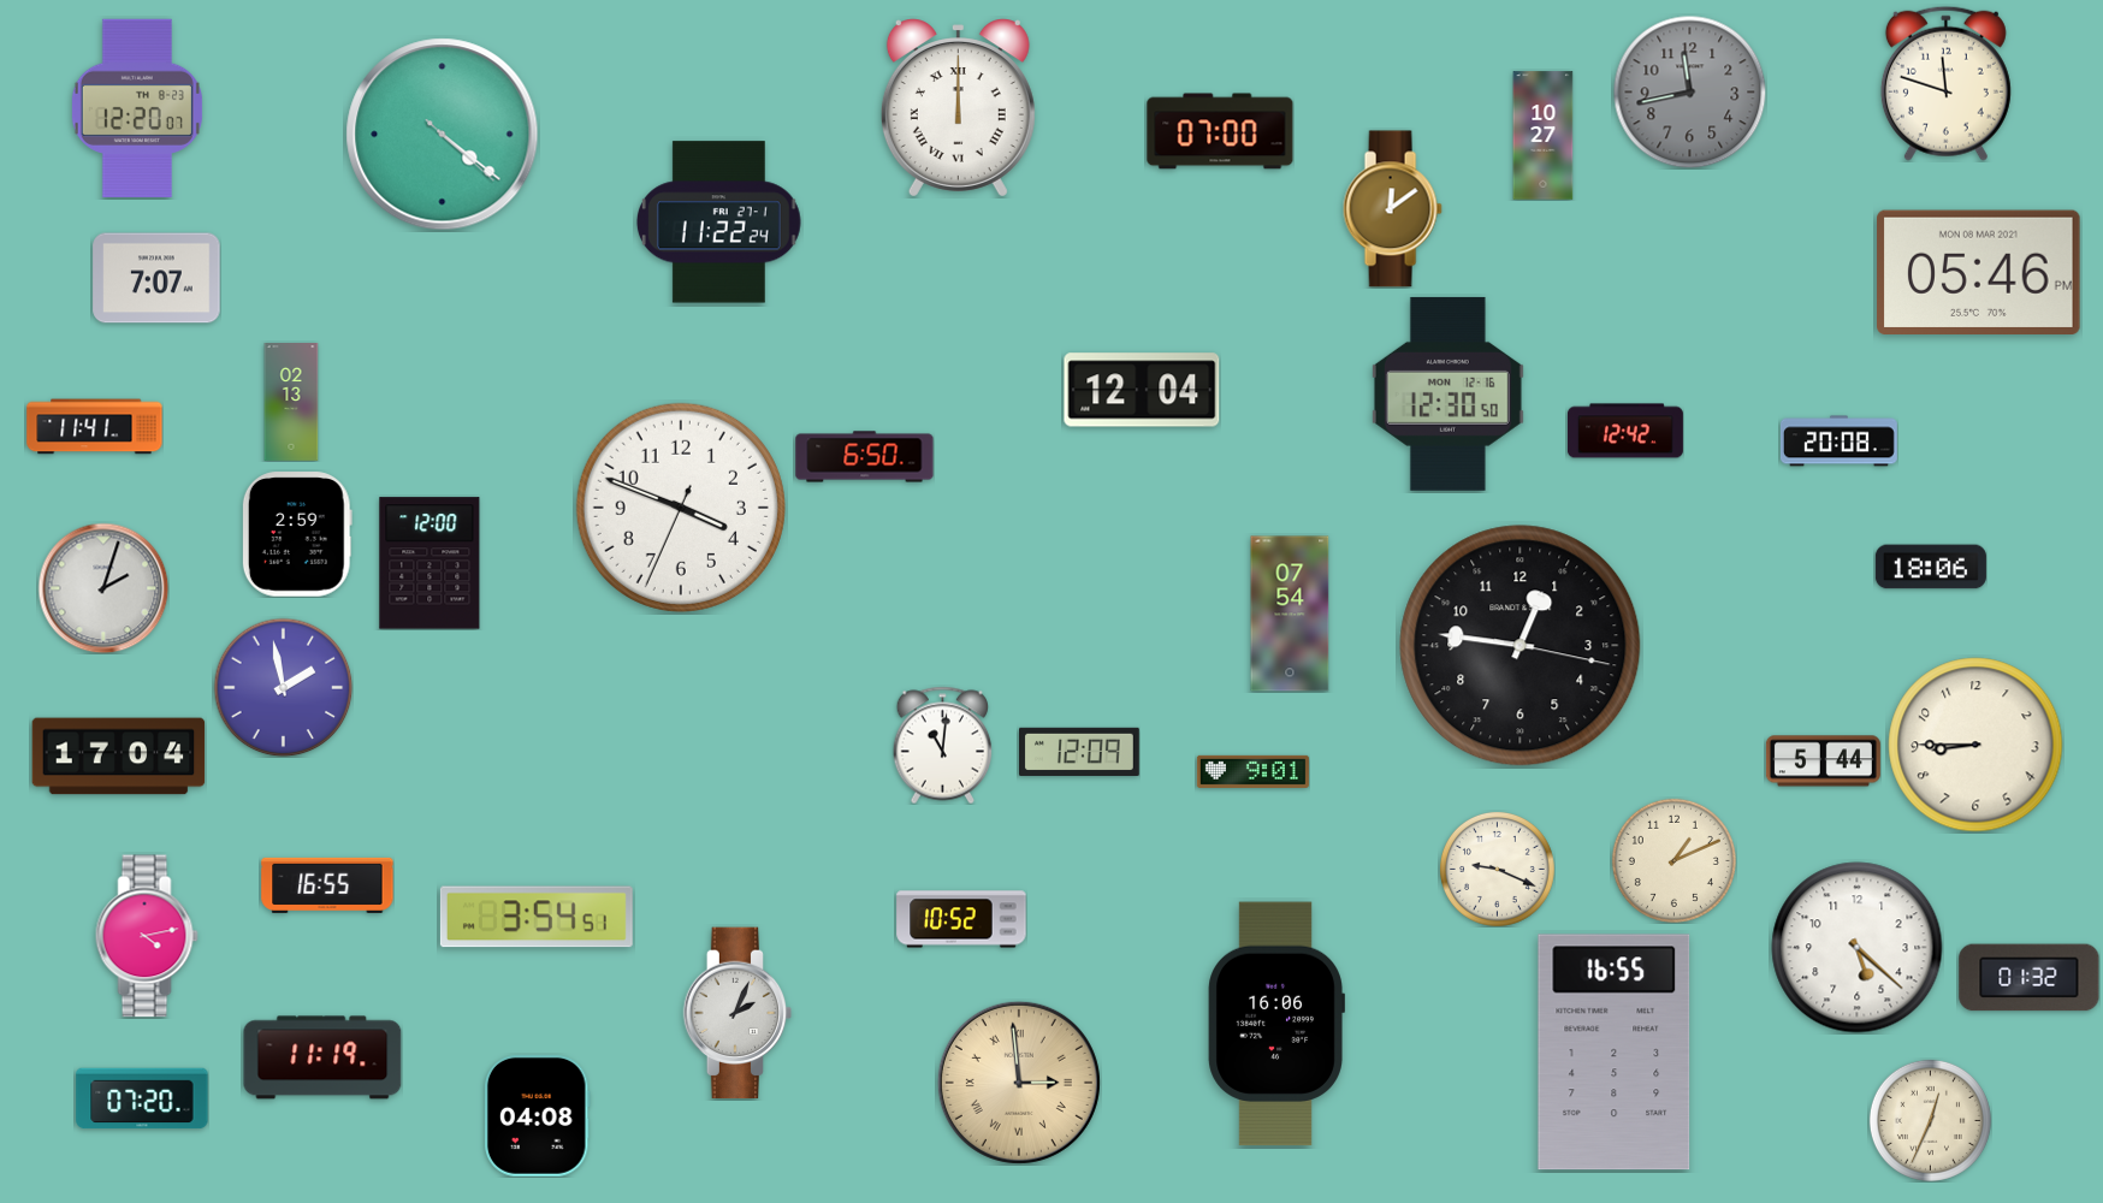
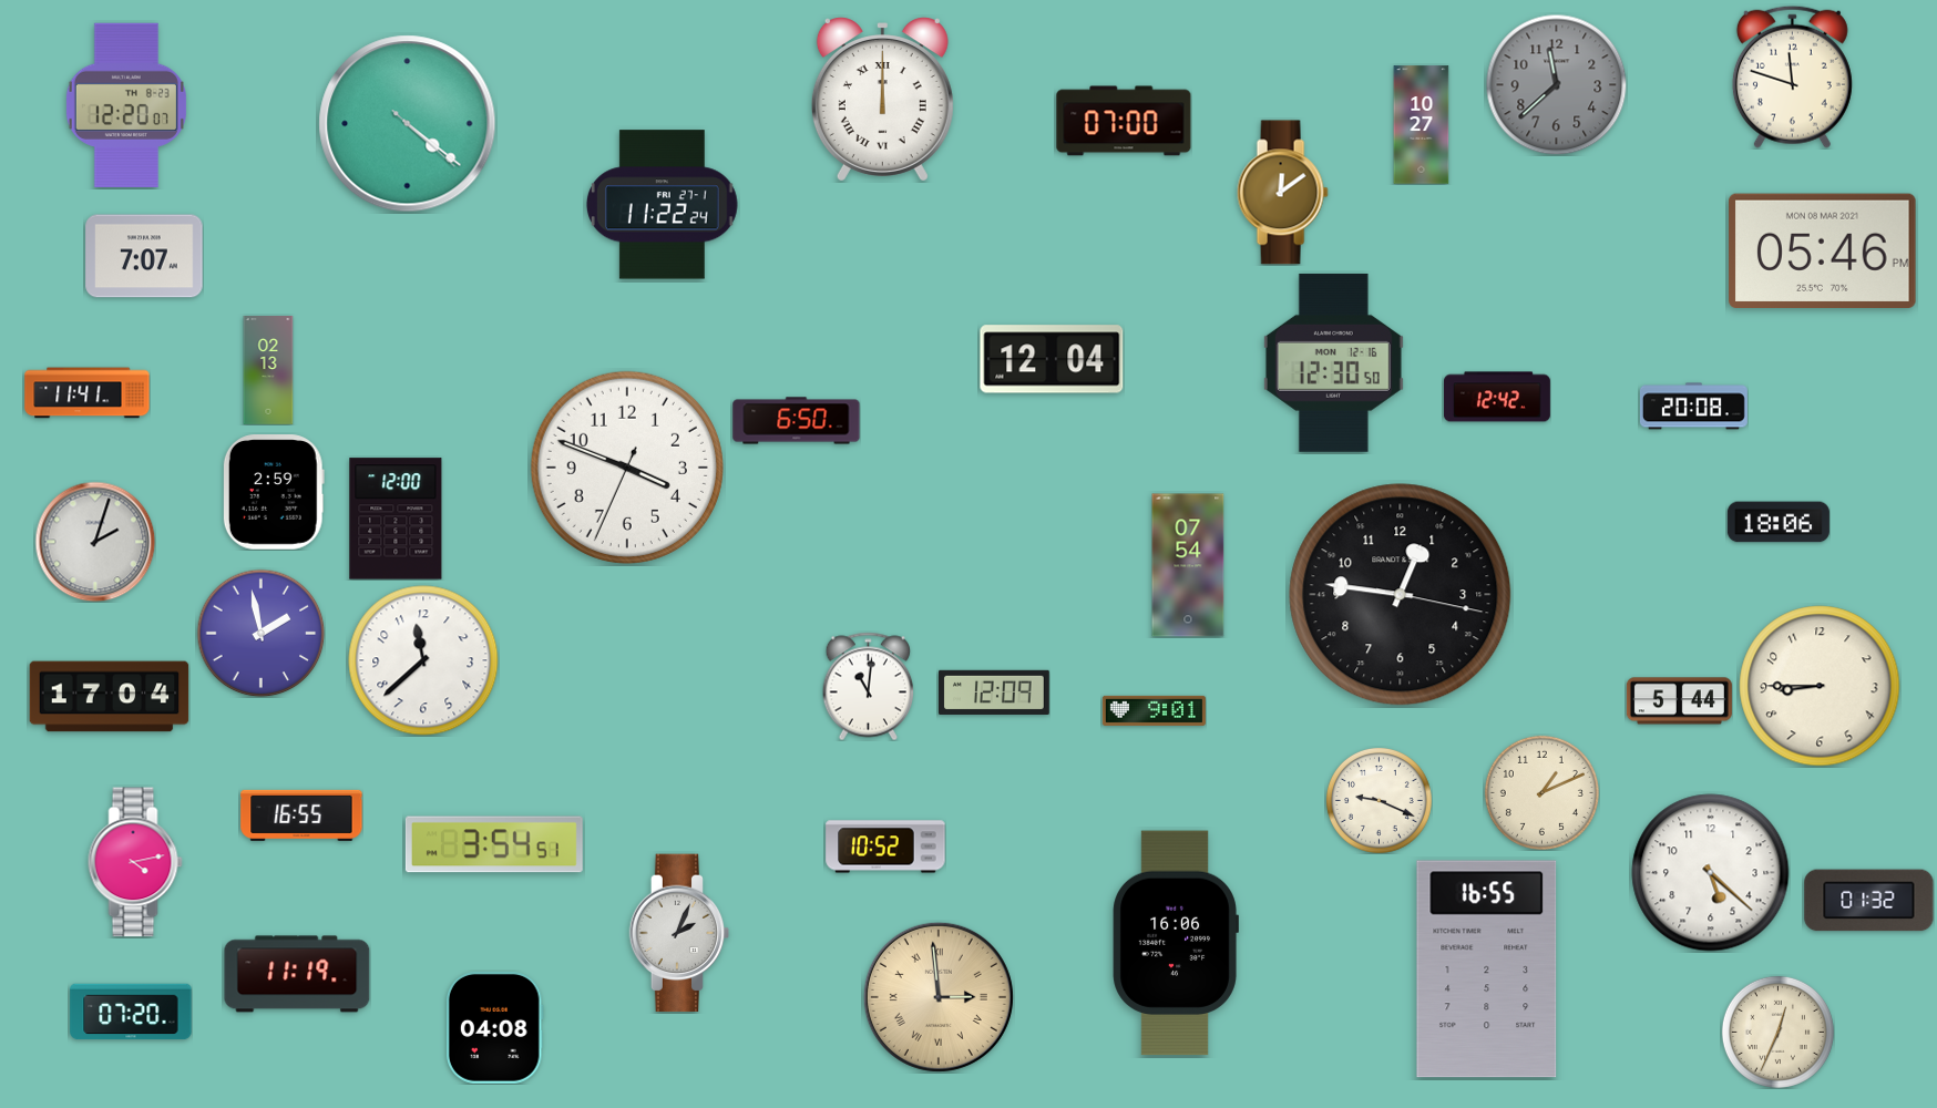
clock at (1689, 91): 11:43 -> 11:38
clock at (137, 107) position: (137, 107) -> (126, 104)
clock at (423, 660): none -> 11:38
